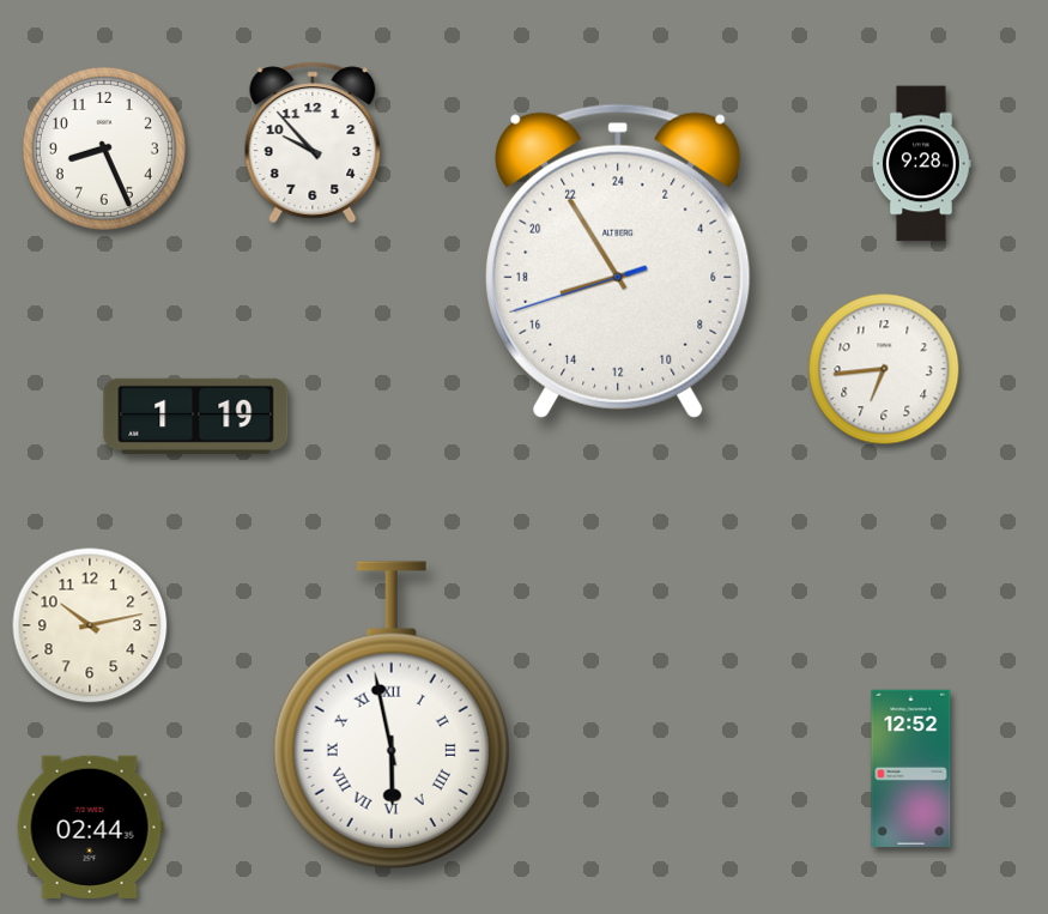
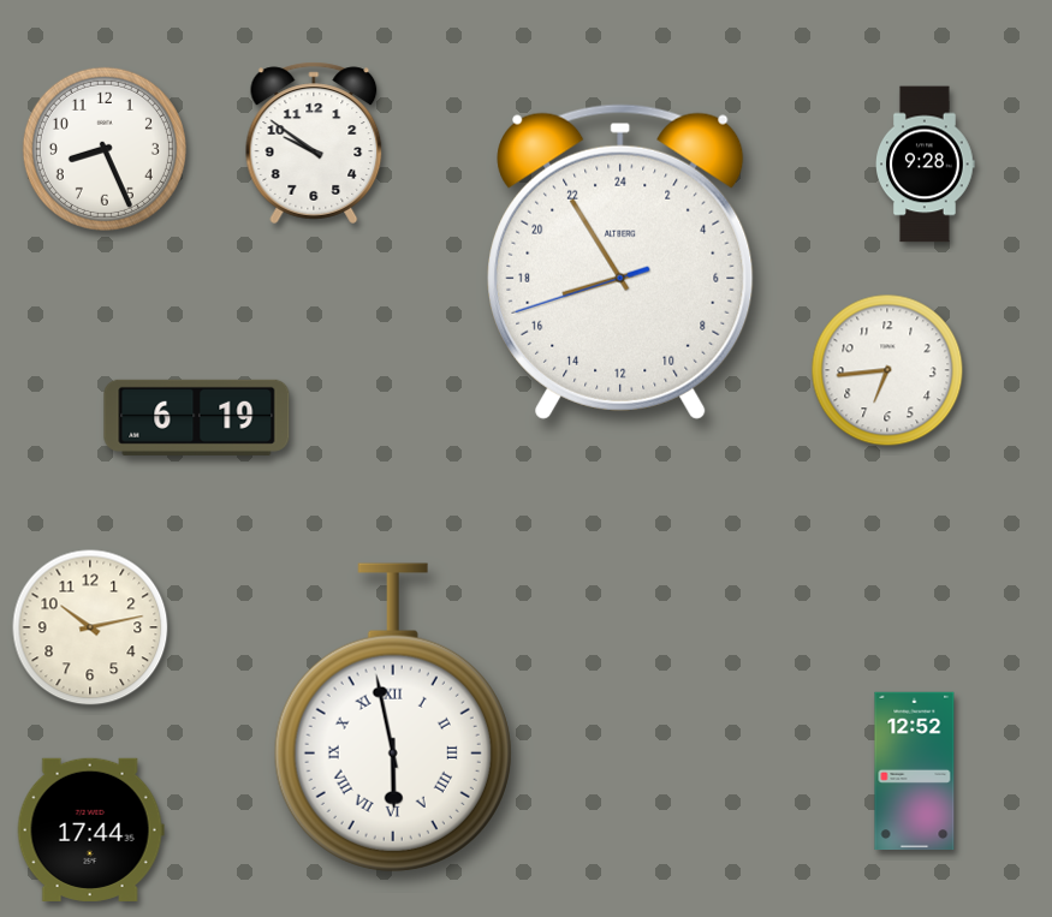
clock at (313, 143): 9:53 -> 9:51
clock at (196, 416): 1:19 -> 6:19
clock at (90, 827): 02:44 -> 17:44
